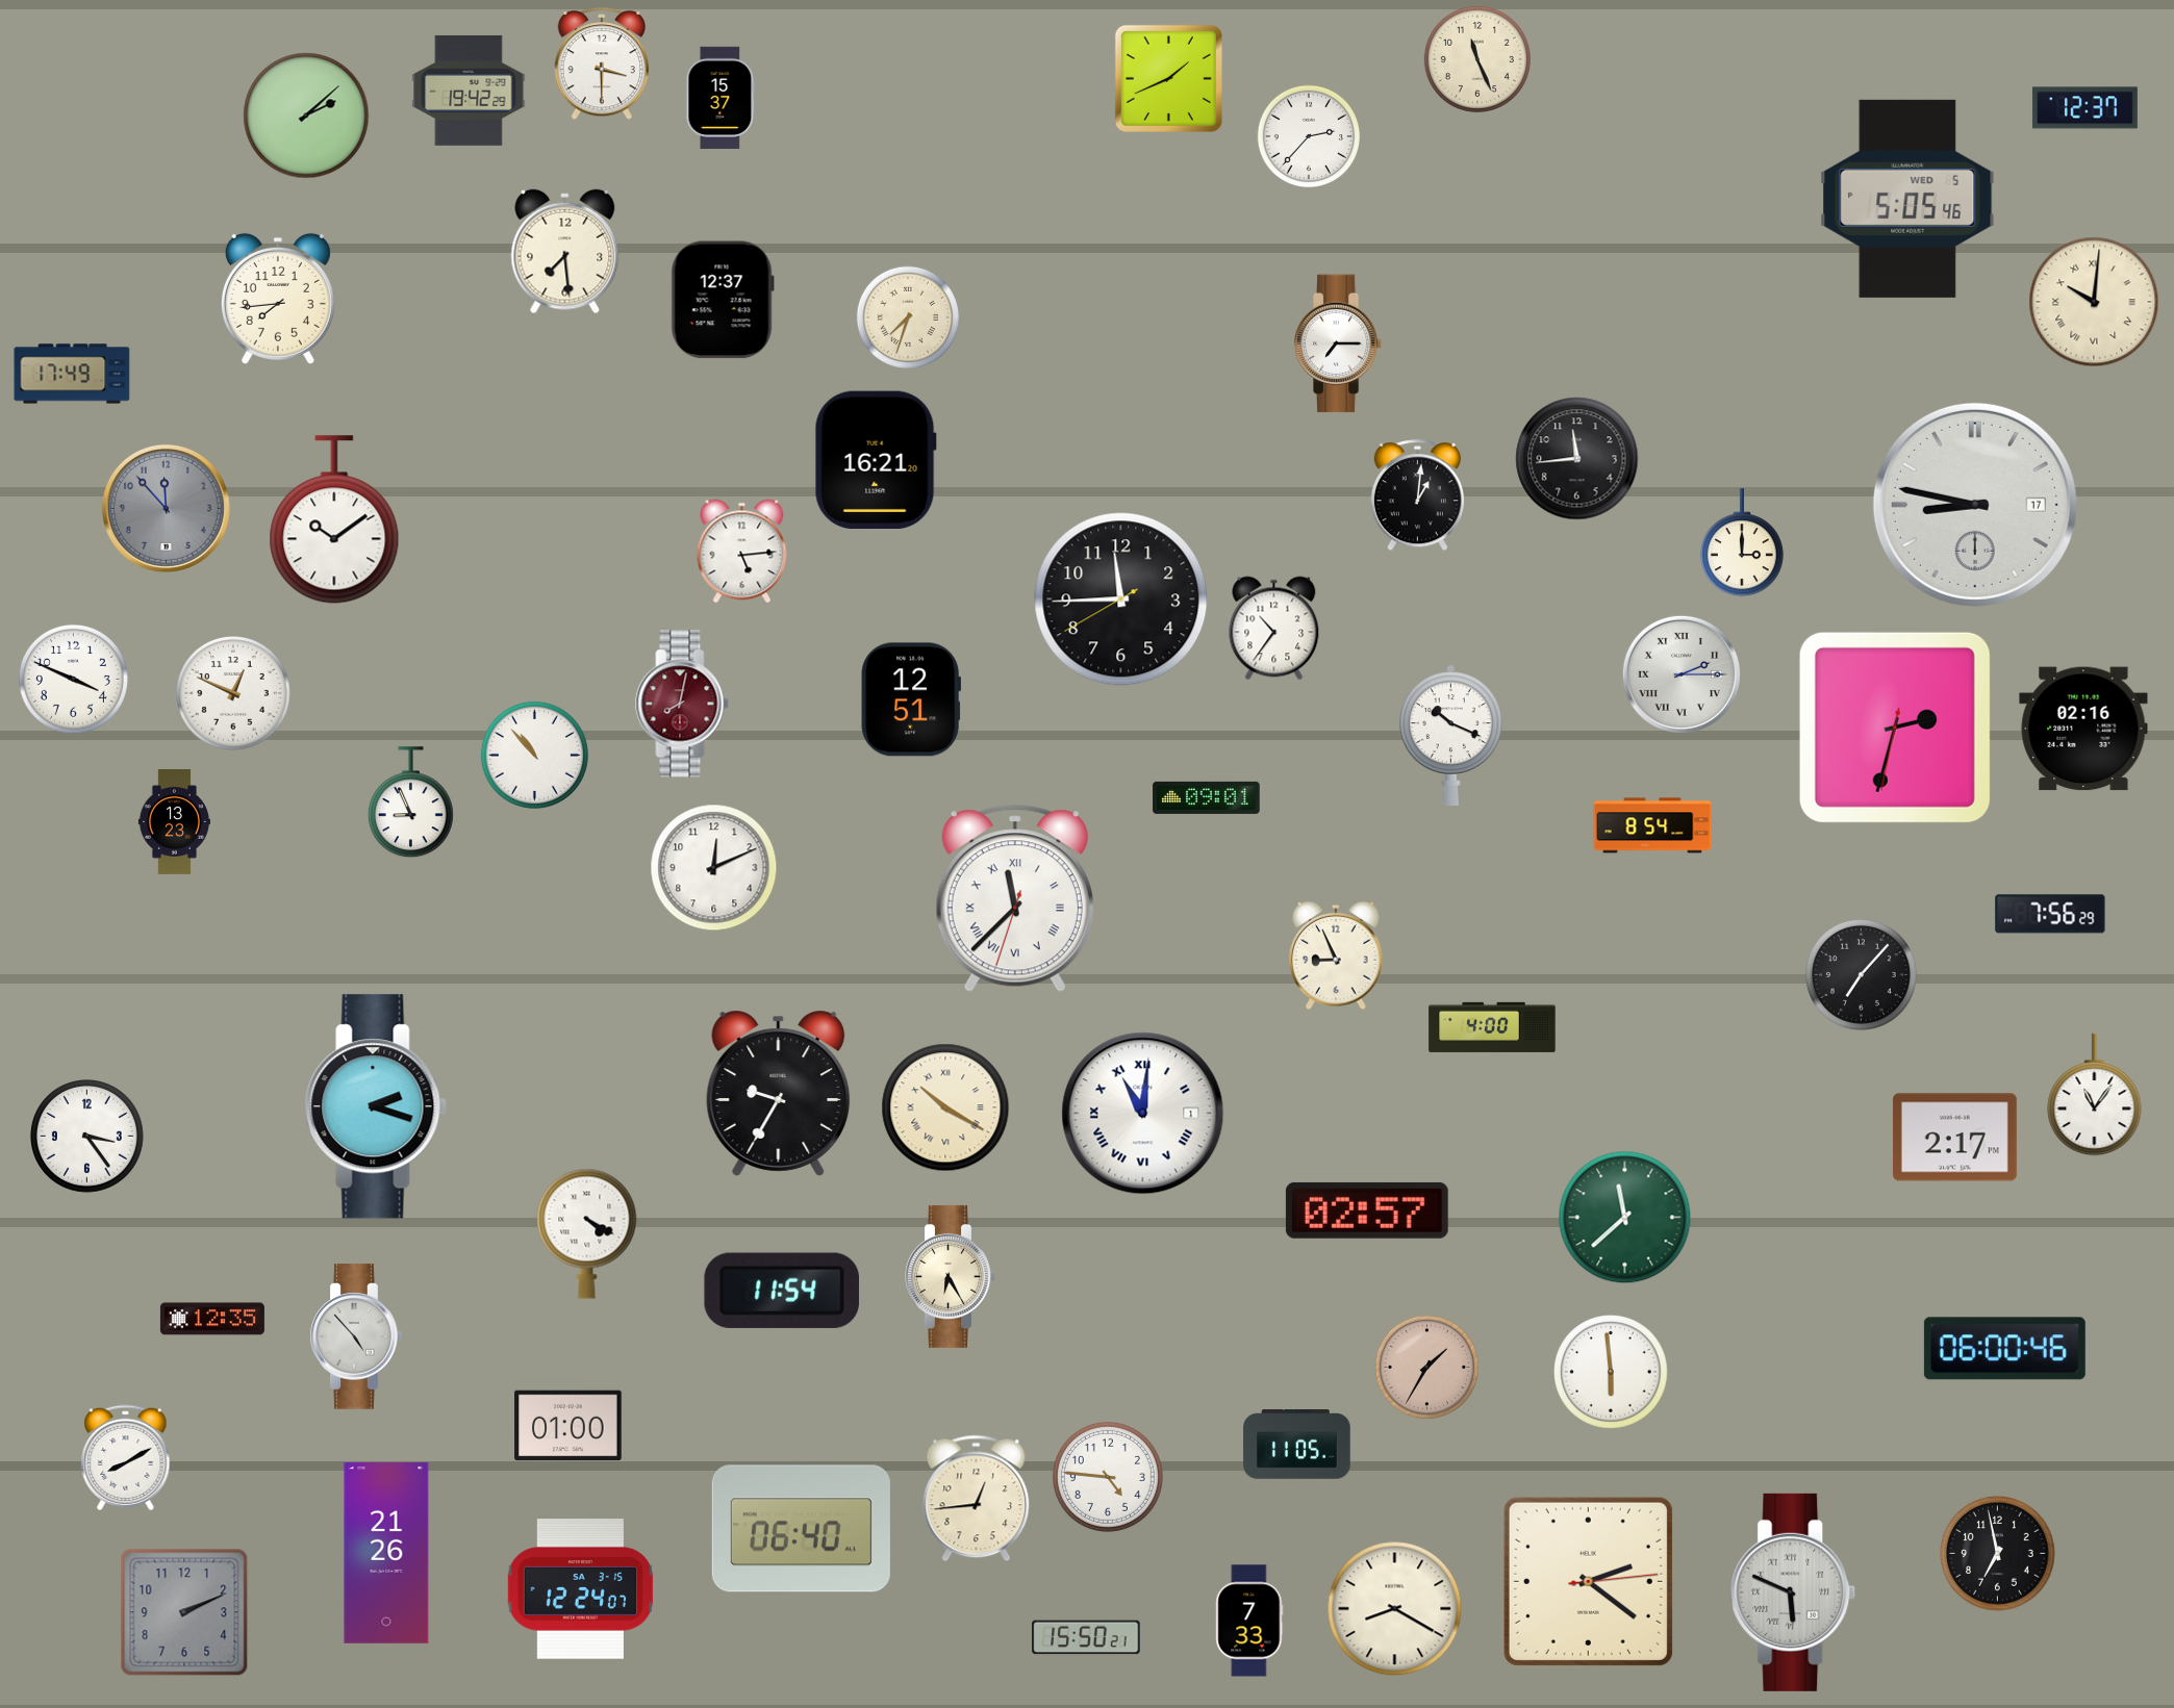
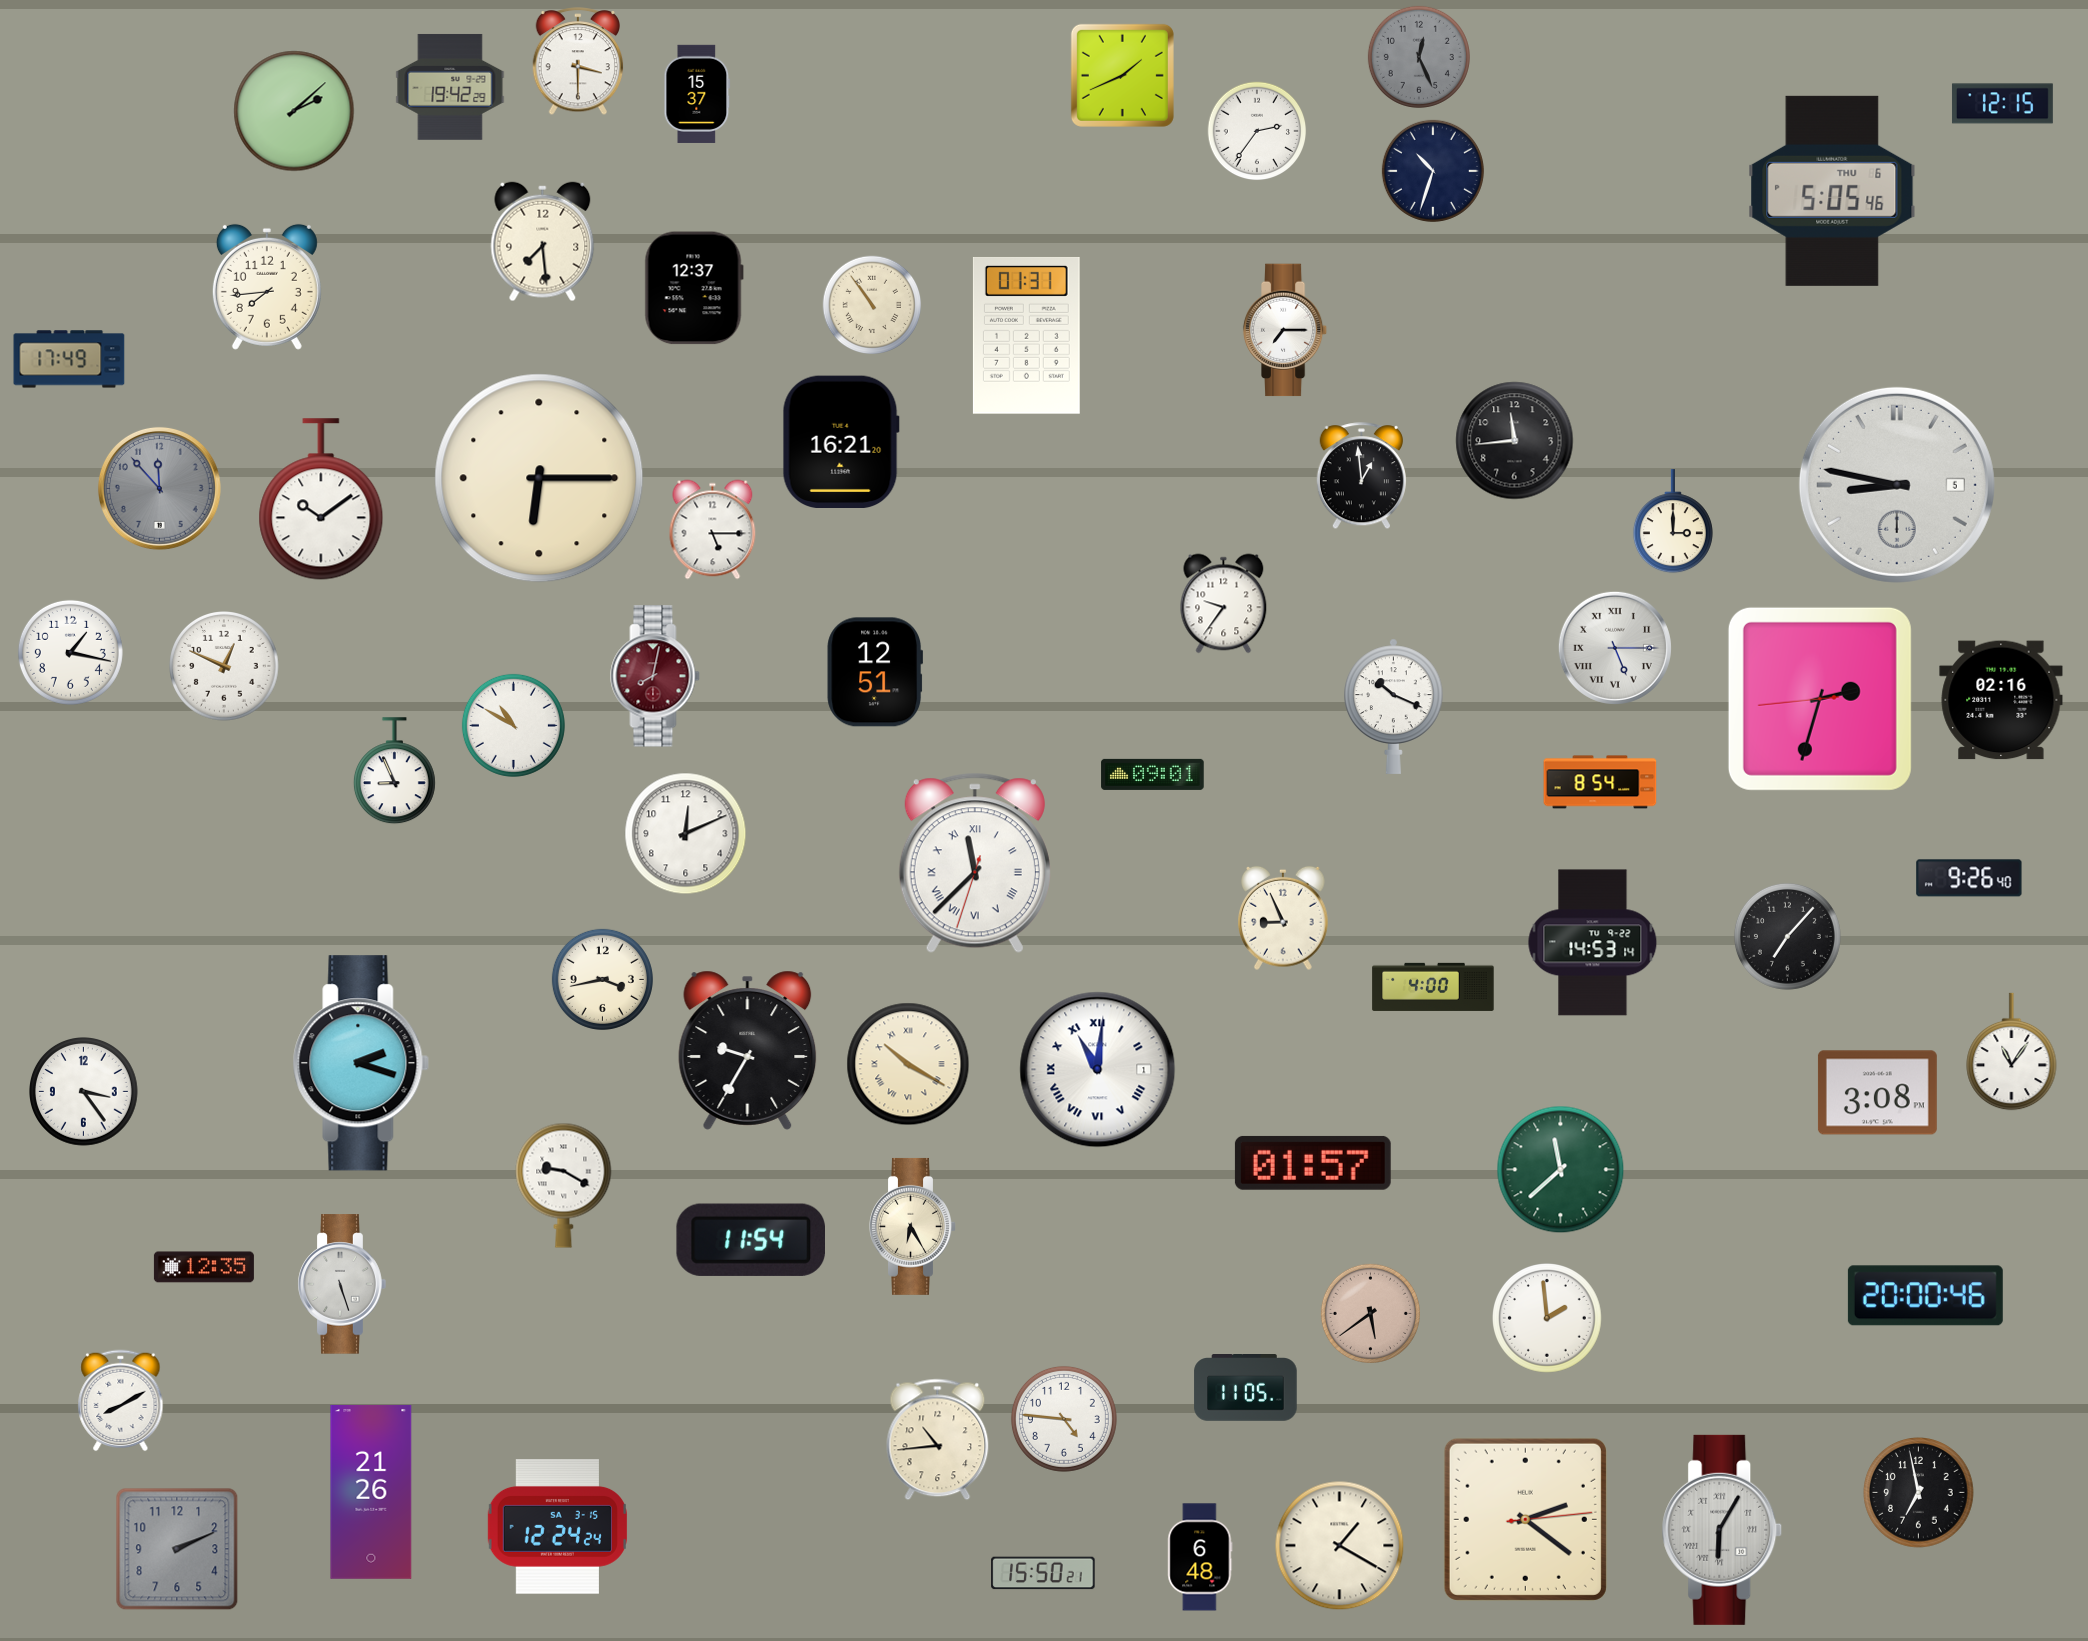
clock at (1477, 59): 11:26 -> 12:26
clock at (1477, 59) dial: cream -> grey
clock at (721, 98) position: (721, 98) -> (697, 94)
clock at (2084, 108): 12:37 -> 12:15
clock at (1309, 136): 2:37 -> 2:36
clock at (1433, 171): none -> 10:33
clock at (1907, 199) date: WED 5 -> THU 6
clock at (2094, 302): 10:01 -> none
clock at (908, 317): 7:33 -> 10:54
clock at (1026, 336): none -> 01:31
clock at (1417, 495): 1:01 -> 12:59
clock at (539, 478): none -> 6:15
clock at (1975, 505) date: 17 -> 5
clock at (742, 552): 5:14 -> 5:15
clock at (1121, 600): 11:44 -> none
clock at (1274, 629): 10:36 -> 9:36
clock at (1682, 674): 2:15 -> 5:15
clock at (73, 679): 3:49 -> 1:17
clock at (1895, 728): 2:32:32 -> 2:32:44
clock at (534, 755): 10:53 -> 10:50
clock at (1207, 797) position: (1207, 797) -> (1153, 774)
clock at (174, 822): 13:23 -> none
clock at (1652, 825) position: (1652, 825) -> (1600, 782)
clock at (2050, 914): 7:56 -> 9:26
clock at (1593, 943): none -> 14:53
clock at (602, 979): none -> 3:43
clock at (1954, 1138): 2:17 -> 3:08
clock at (1367, 1210): 02:57 -> 01:57
clock at (587, 1233): 4:20 -> 9:20
clock at (356, 1336): 4:53 -> 5:27
clock at (2004, 1349): 06:00 -> 20:00
clock at (1426, 1367): 1:35 -> 5:39
clock at (1612, 1373): 5:59 -> 1:59
clock at (568, 1426): 01:00 -> none
clock at (977, 1499): 12:44 -> 10:44
clock at (801, 1529): 06:40 -> none
clock at (580, 1589): 12:24:07 -> 12:24:24
clock at (1793, 1592): 5:49 -> 6:05
clock at (1395, 1609): 8:20 -> 1:20
clock at (1249, 1621): 7:33 -> 6:48
